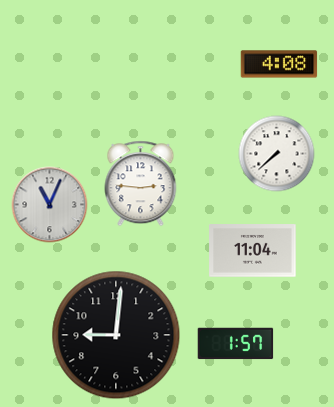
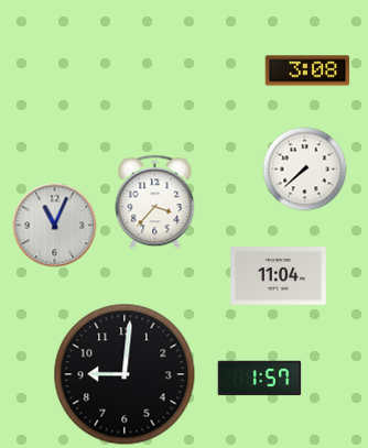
clock at (279, 64): 4:08 -> 3:08
clock at (141, 184): 2:46 -> 3:37
clock at (116, 335) position: (116, 335) -> (125, 374)
